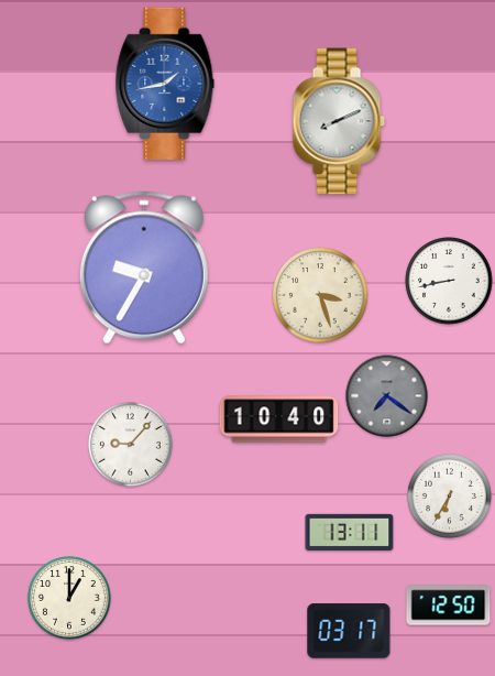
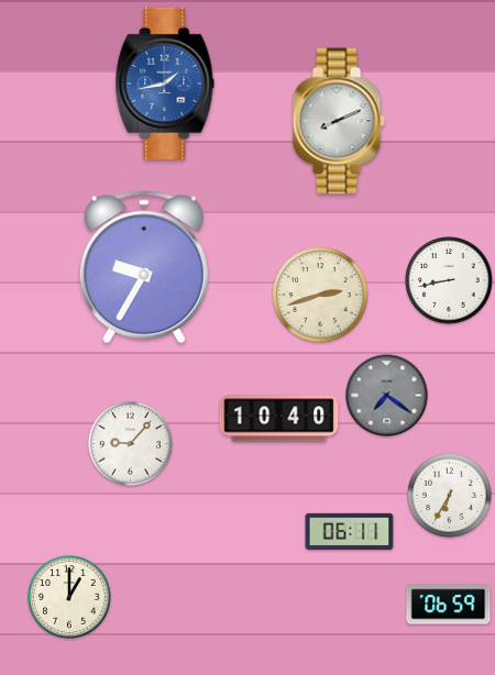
clock at (320, 295): 3:27 -> 2:42
clock at (350, 533): 13:11 -> 06:11
clock at (449, 606): 12:50 -> 06:59
clock at (349, 631): 03:17 -> none
